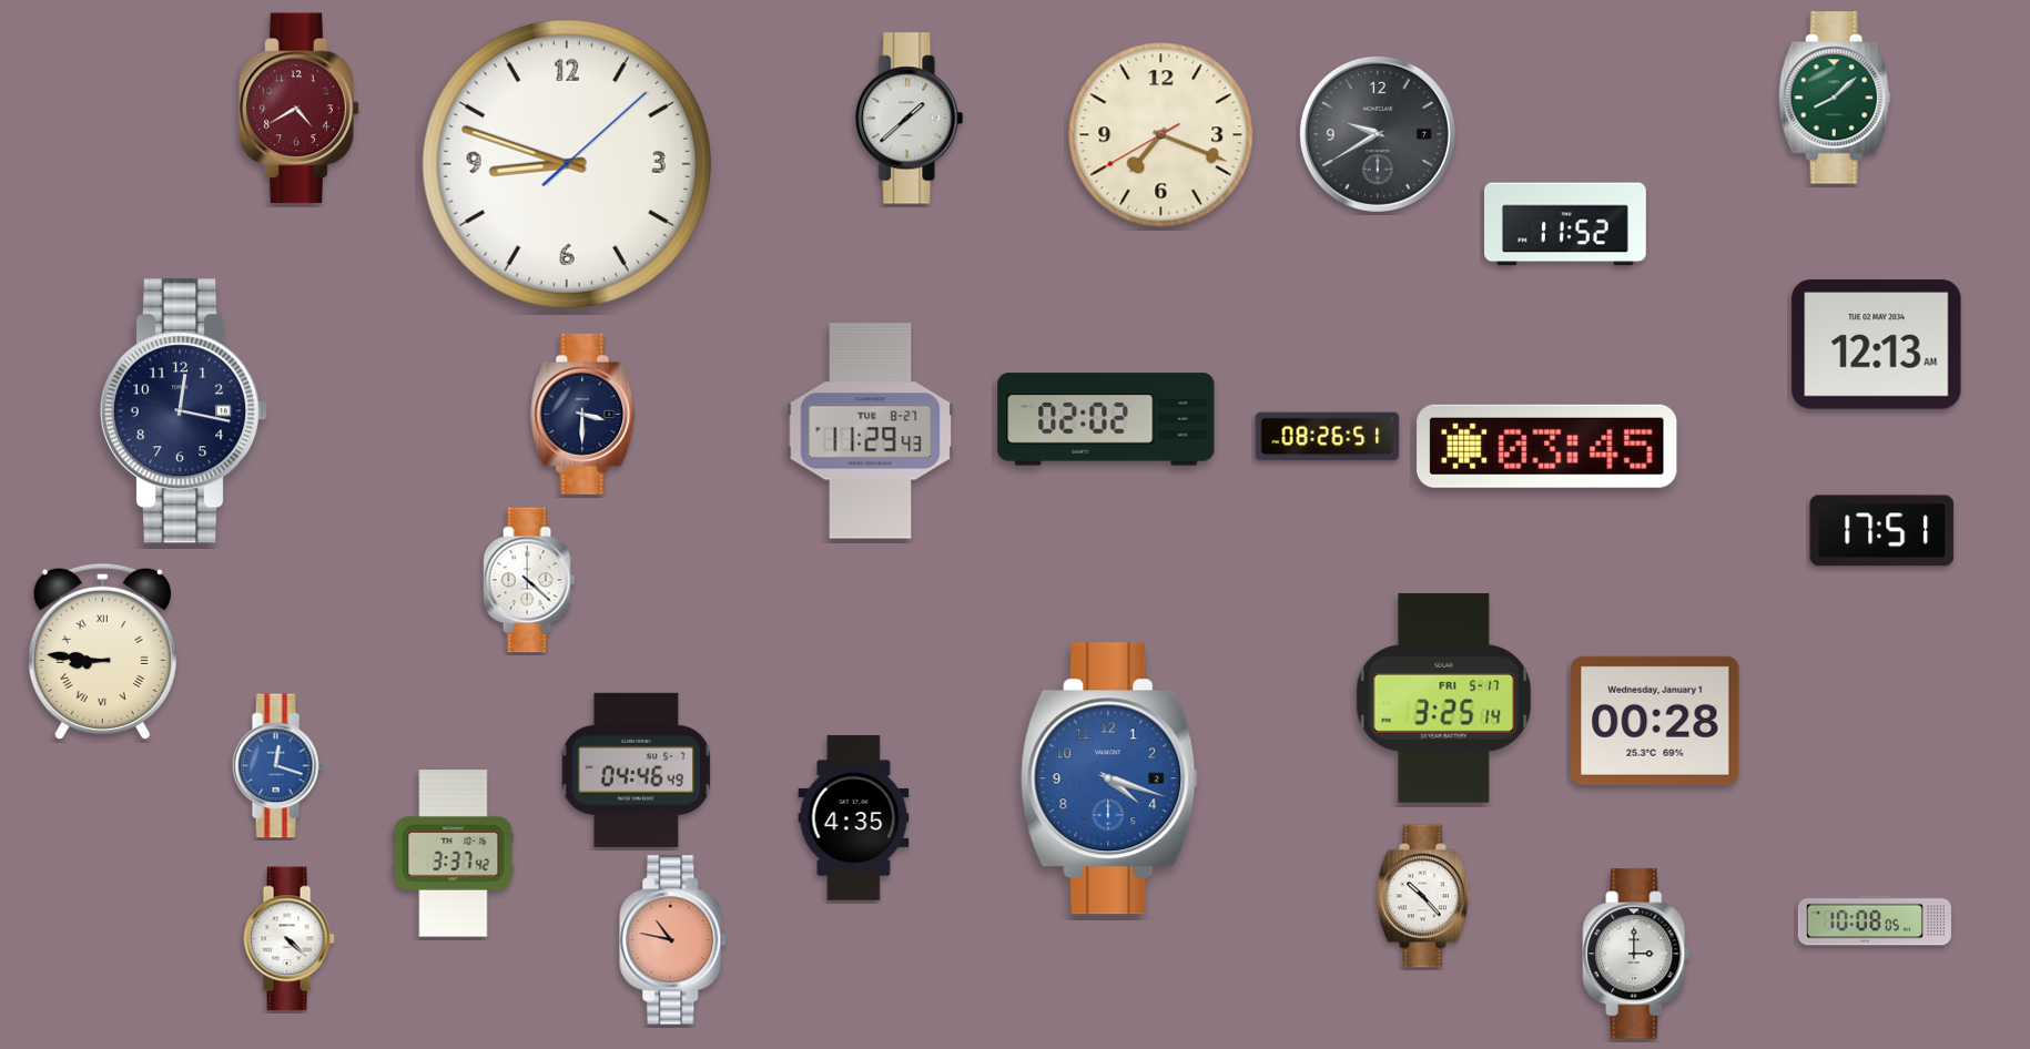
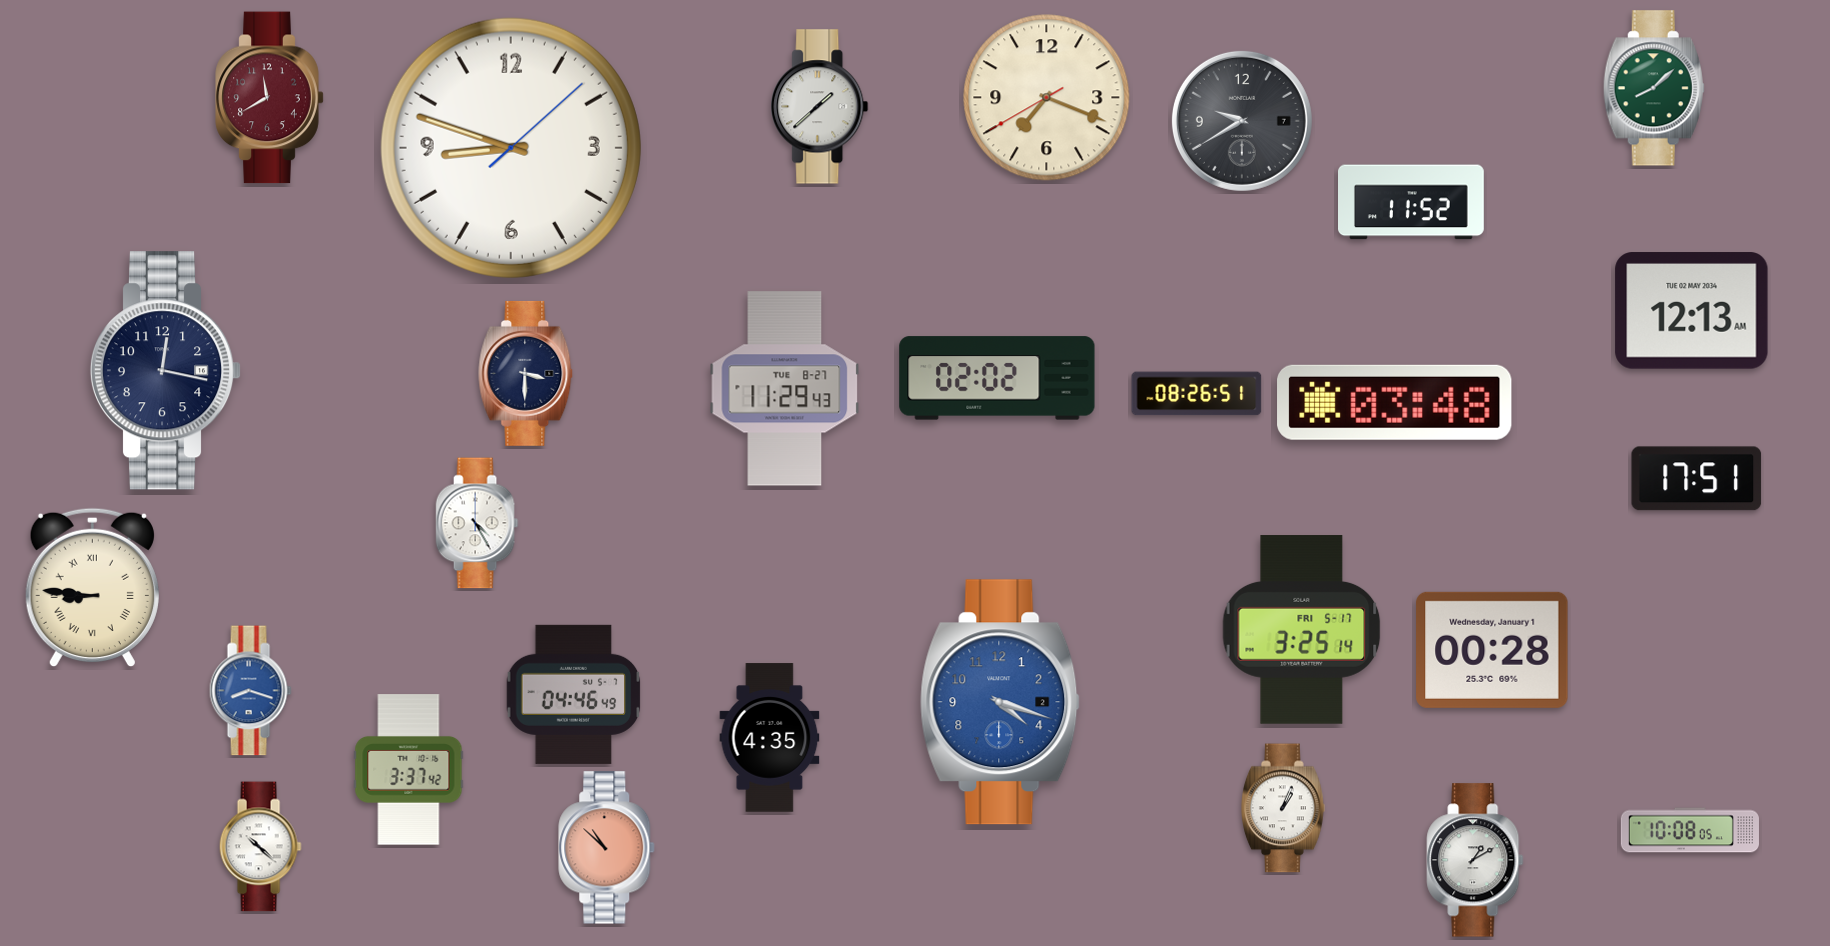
clock at (300, 109): 4:40 -> 11:40
clock at (1161, 135) position: (1161, 135) -> (1047, 98)
clock at (1547, 446): 03:45 -> 03:48
clock at (529, 580): 4:22 -> 4:25
clock at (277, 766): 12:18 -> 8:18
clock at (1424, 896): 10:23 -> 1:04
clock at (288, 939): 4:22 -> 10:22
clock at (673, 940): 10:47 -> 10:52
clock at (1636, 954): 3:00 -> 1:10
